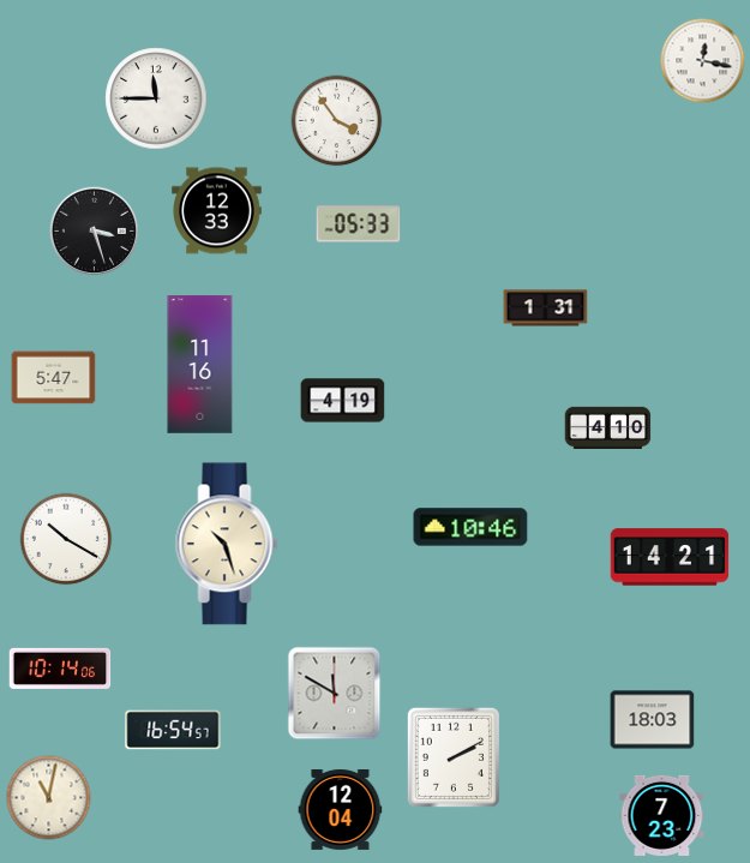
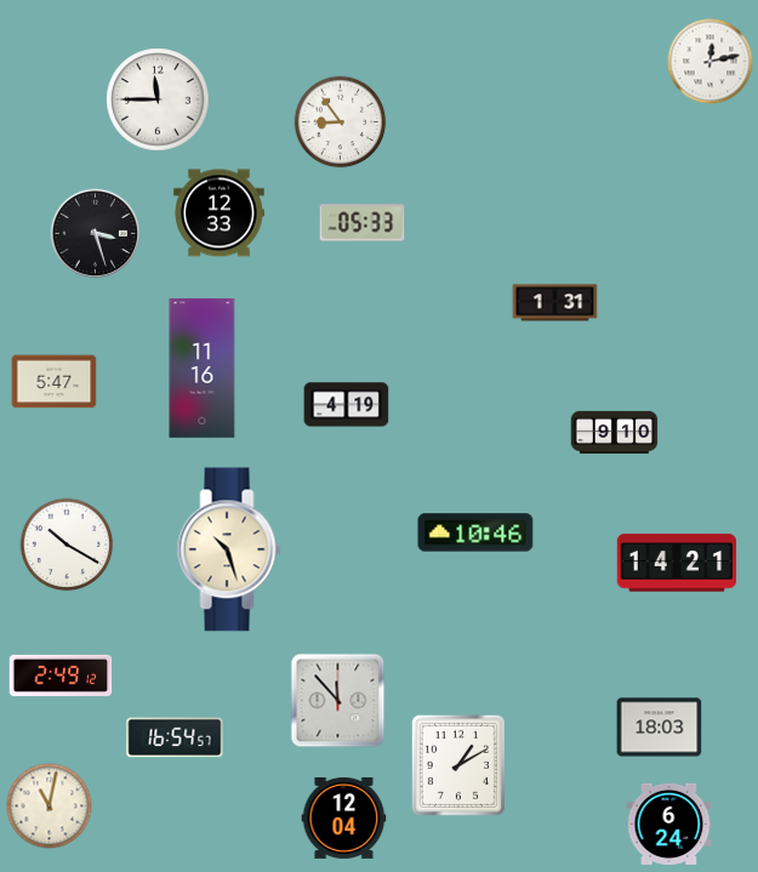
clock at (703, 61): 12:17 -> 12:13
clock at (337, 121): 3:54 -> 8:54
clock at (359, 224) position: (359, 224) -> (363, 223)
clock at (546, 308) position: (546, 308) -> (555, 303)
clock at (608, 427): 4:10 -> 9:10
clock at (60, 669): 10:14 -> 2:49
clock at (335, 694): 11:50 -> 11:53
clock at (454, 757): 2:10 -> 1:10
clock at (662, 815): 7:23 -> 6:24
